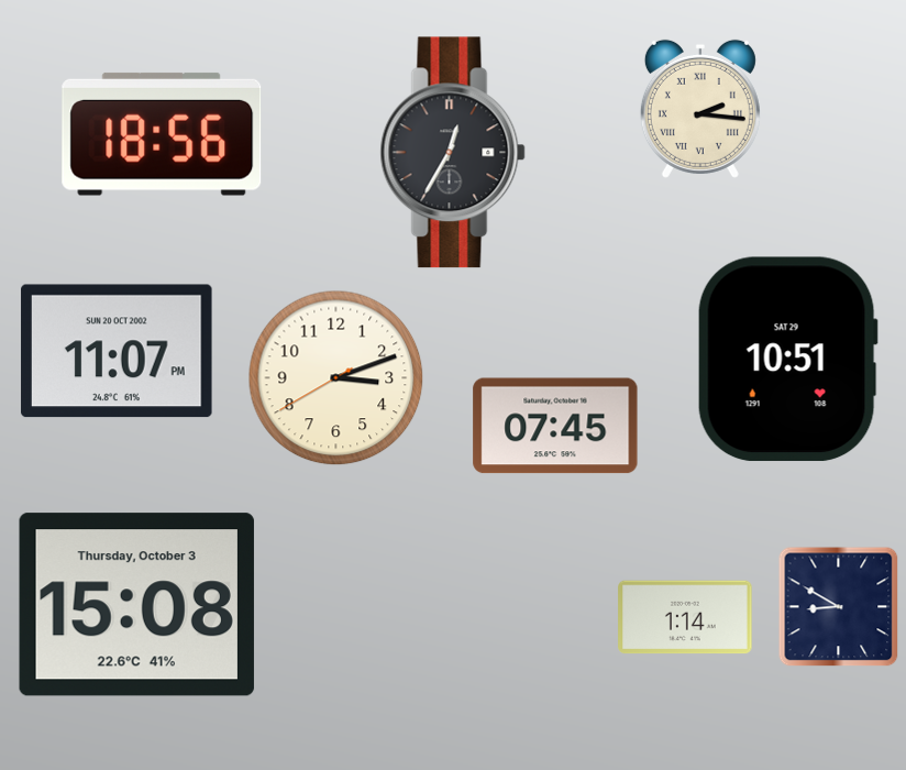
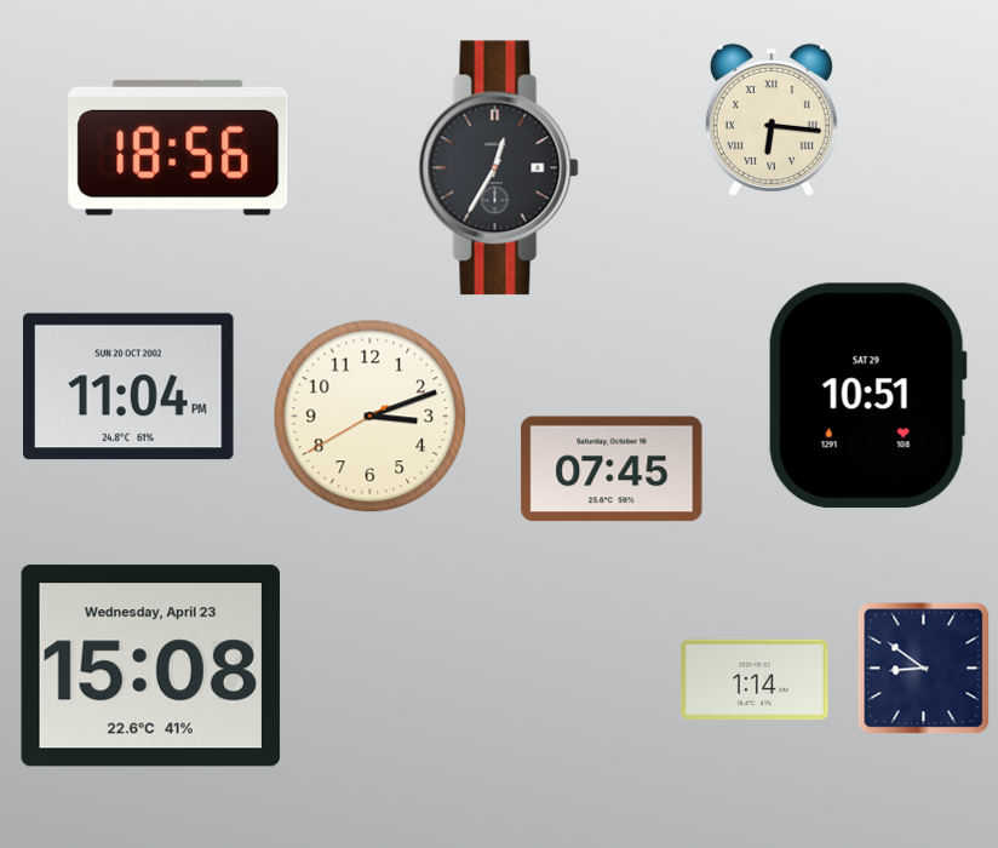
clock at (700, 109): 2:16 -> 6:16
clock at (117, 351): 11:07 -> 11:04
clock at (136, 605) date: Thursday, October 3 -> Wednesday, April 23
clock at (839, 607): 8:50 -> 8:51
